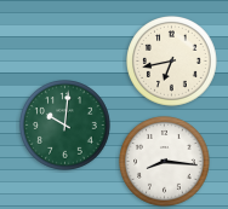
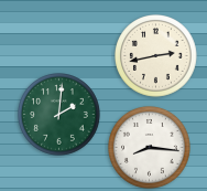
clock at (172, 62): 6:43 -> 2:43
clock at (65, 126): 10:01 -> 2:01
